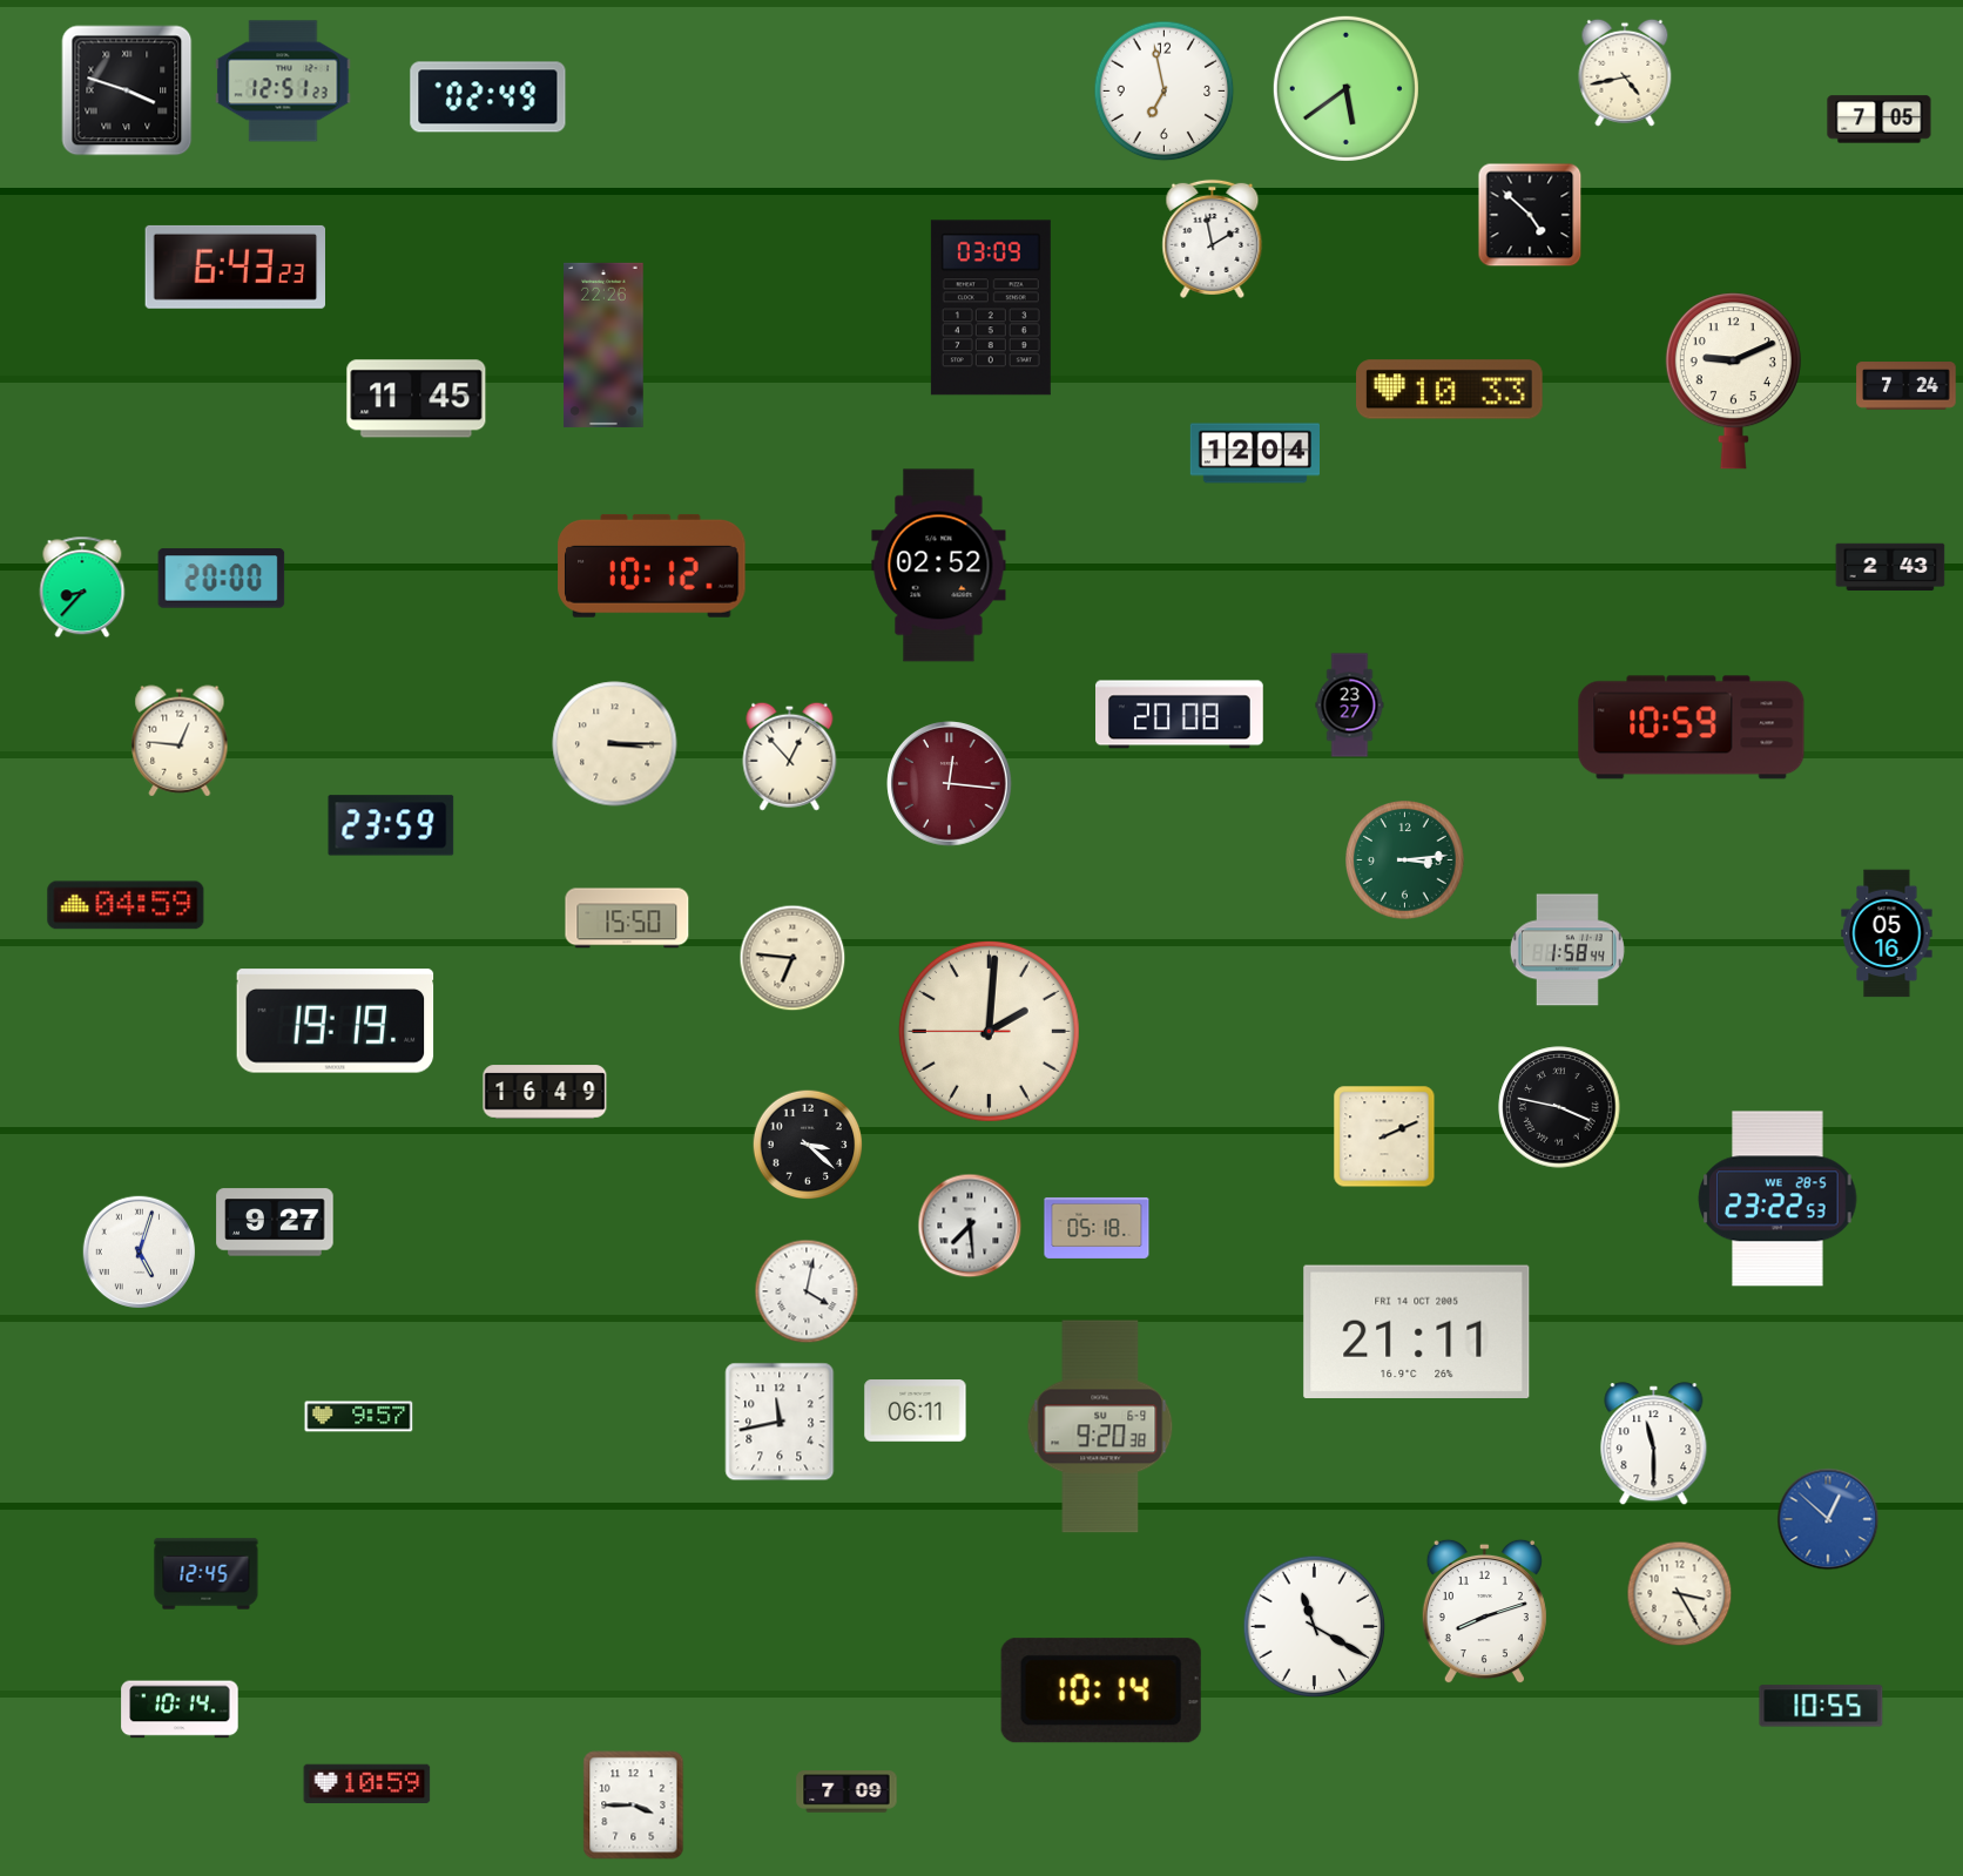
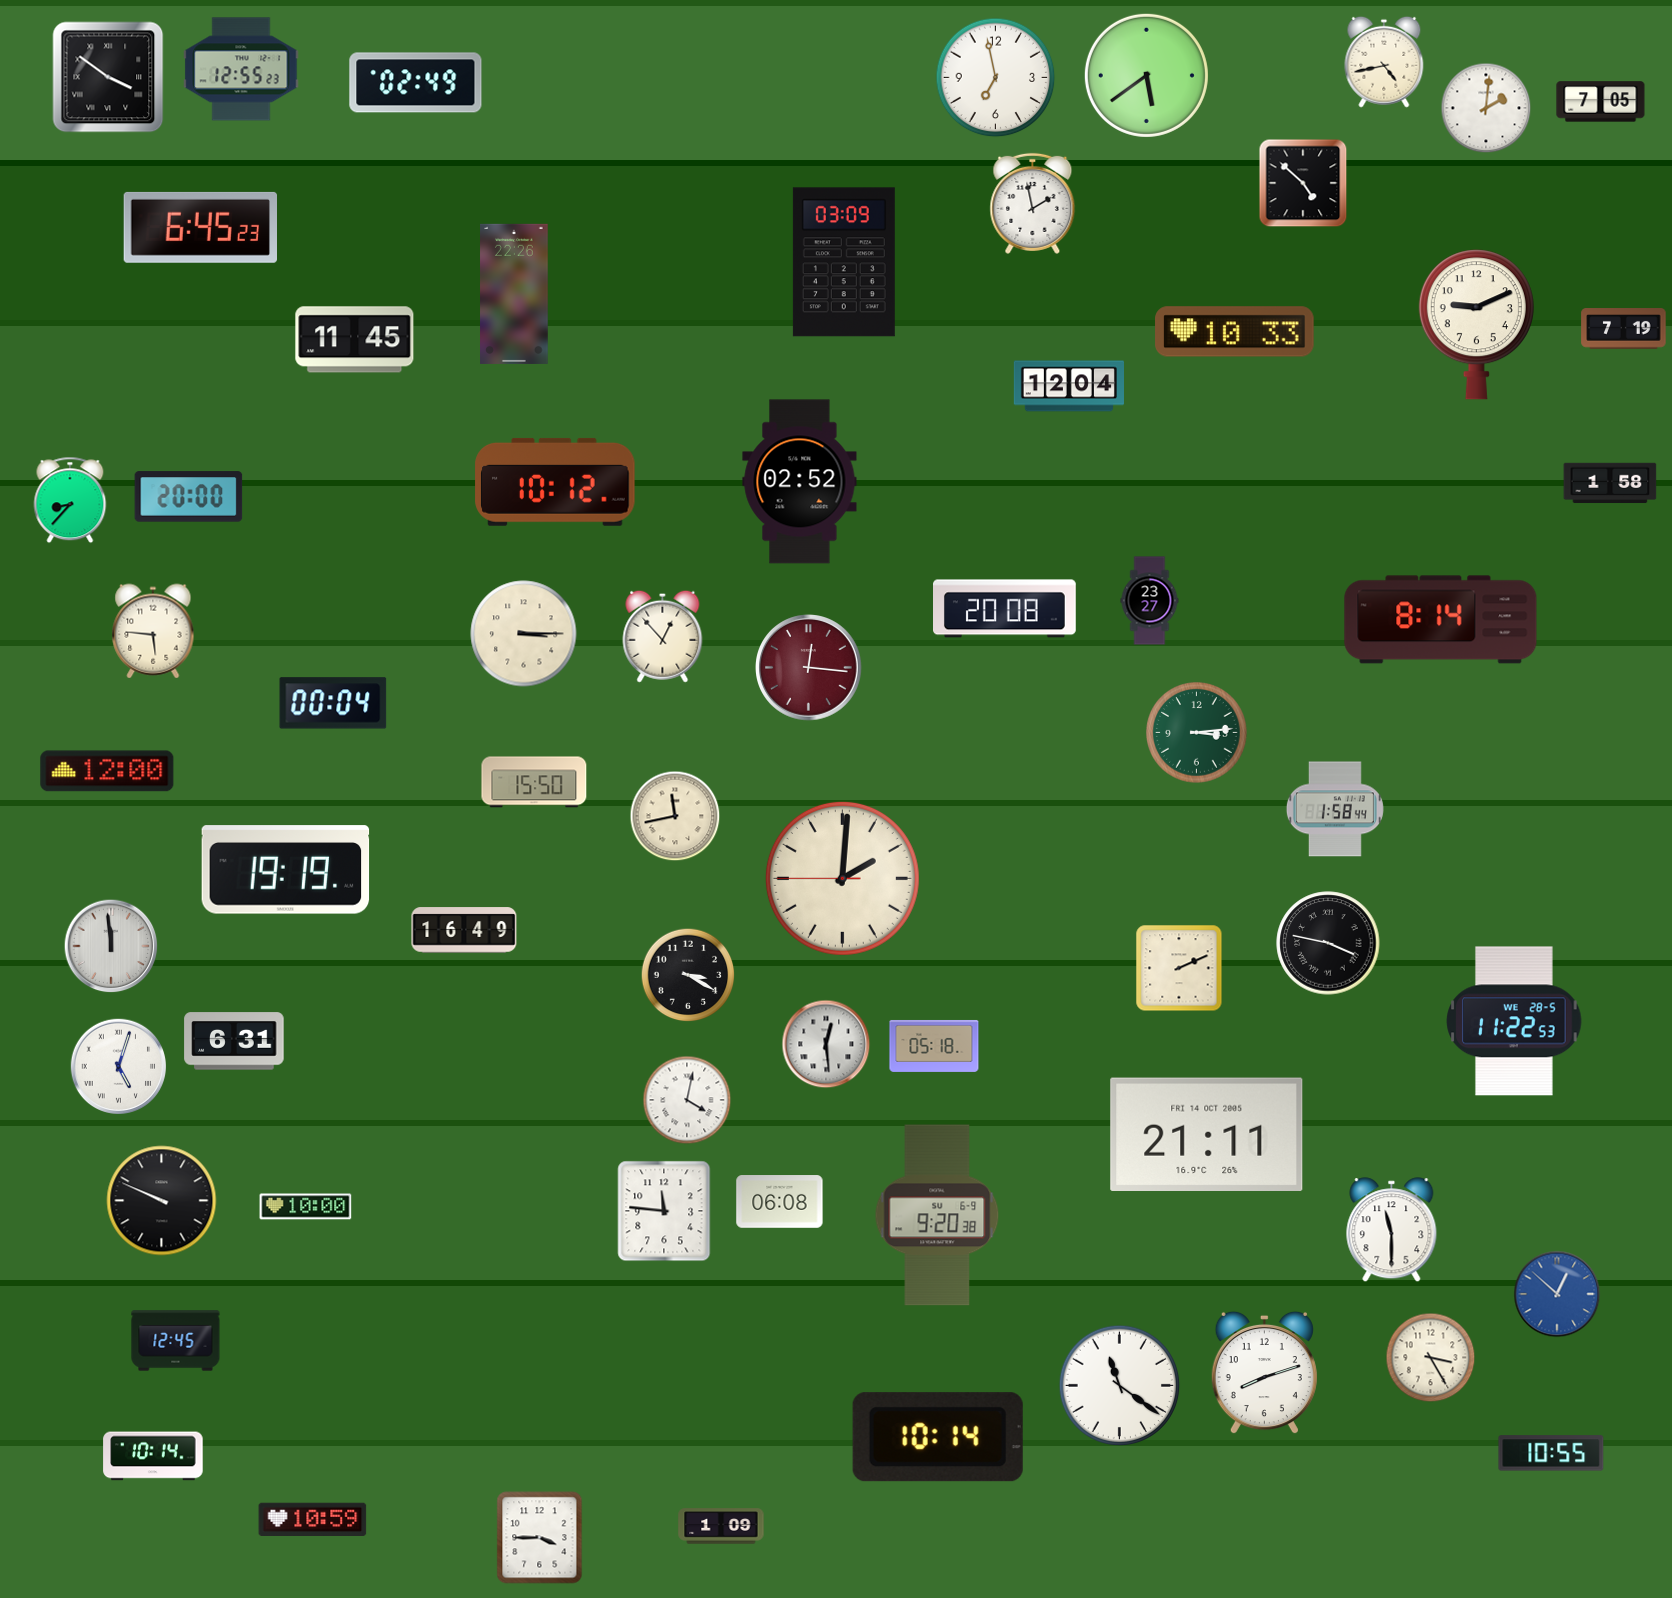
clock at (283, 81): 12:51 -> 12:55
clock at (127, 90): 3:48 -> 3:51
clock at (1165, 92) position: (1165, 92) -> (996, 78)
clock at (1486, 108): none -> 2:01
clock at (235, 266): 6:43 -> 6:45
clock at (1907, 386): 7:24 -> 7:19
clock at (1890, 567): 2:43 -> 1:58
clock at (222, 579) position: (222, 579) -> (189, 497)
clock at (1692, 728): 10:59 -> 8:14
clock at (180, 741): 12:46 -> 5:46
clock at (790, 756) position: (790, 756) -> (663, 636)
clock at (391, 825): 23:59 -> 00:04
clock at (126, 905): 04:59 -> 12:00
clock at (1887, 933): 05:16 -> none
clock at (792, 958): 6:46 -> 11:43
clock at (111, 946): none -> 11:59
clock at (808, 1145): 3:22 -> 3:20
clock at (1778, 1199): 23:22 -> 11:22
clock at (275, 1222): 9:27 -> 6:31
clock at (970, 1226): 7:29 -> 12:29
clock at (162, 1201): none -> 9:49
clock at (916, 1411): 06:11 -> 06:08
clock at (359, 1417): 9:57 -> 10:00
clock at (780, 1422): 11:43 -> 11:46
clock at (1654, 1444) position: (1654, 1444) -> (1392, 1230)
clock at (1315, 1627): 11:20 -> 11:21
clock at (1101, 1691) position: (1101, 1691) -> (938, 1437)
clock at (846, 1791): 7:09 -> 1:09
